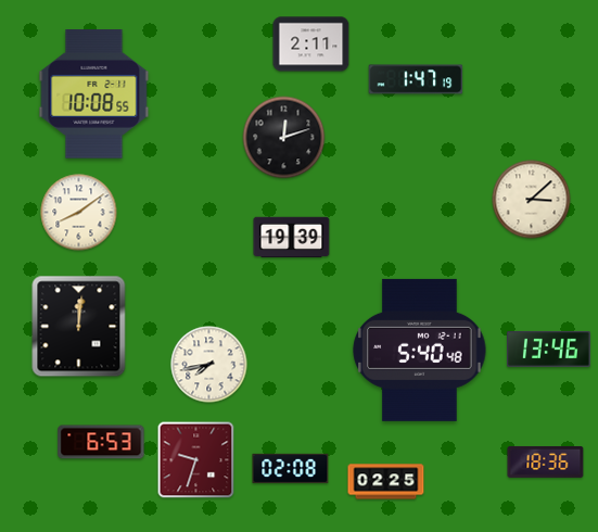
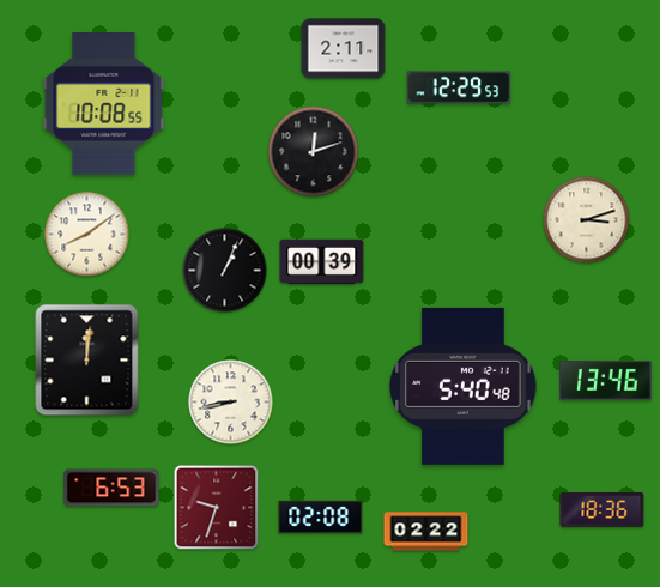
clock at (416, 79): 1:47 -> 12:29
clock at (532, 200): 3:08 -> 3:12
clock at (292, 238): 19:39 -> 00:39
clock at (225, 271): none -> 1:04
clock at (549, 349) position: (549, 349) -> (606, 380)
clock at (209, 365): 7:43 -> 8:43
clock at (386, 482): 02:25 -> 02:22
